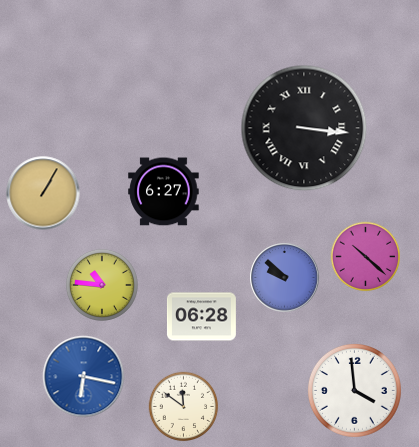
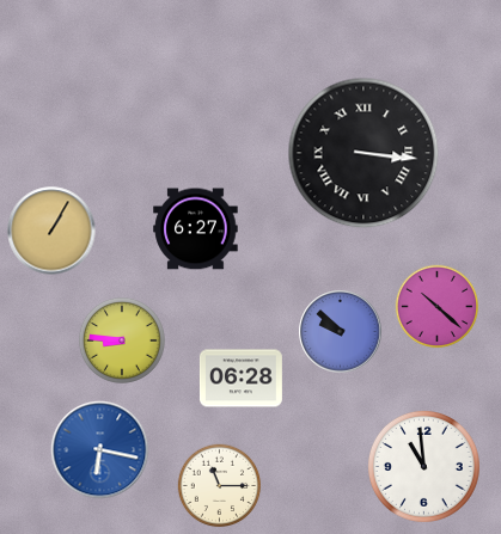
clock at (102, 285): 10:46 -> 8:46
clock at (354, 390): 3:59 -> 10:59
clock at (184, 407): 11:51 -> 11:15
